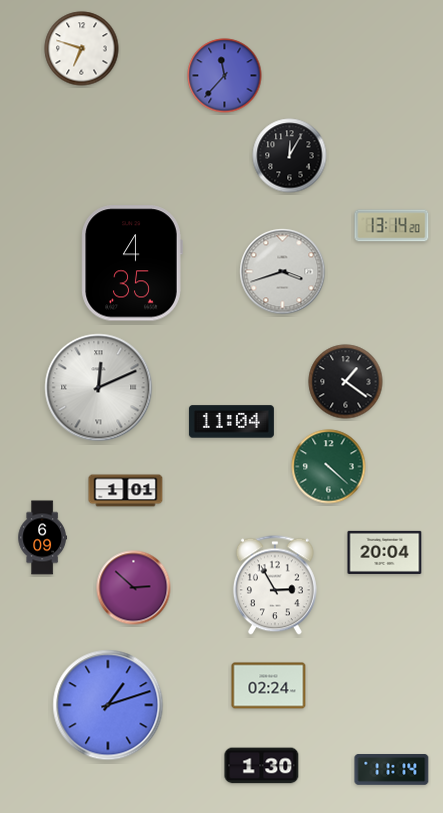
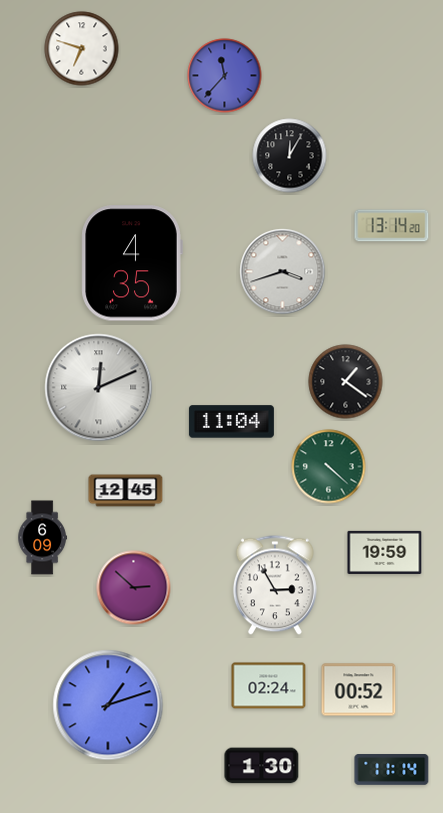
clock at (126, 491): 1:01 -> 12:45
clock at (385, 552): 20:04 -> 19:59
clock at (359, 690): none -> 00:52
